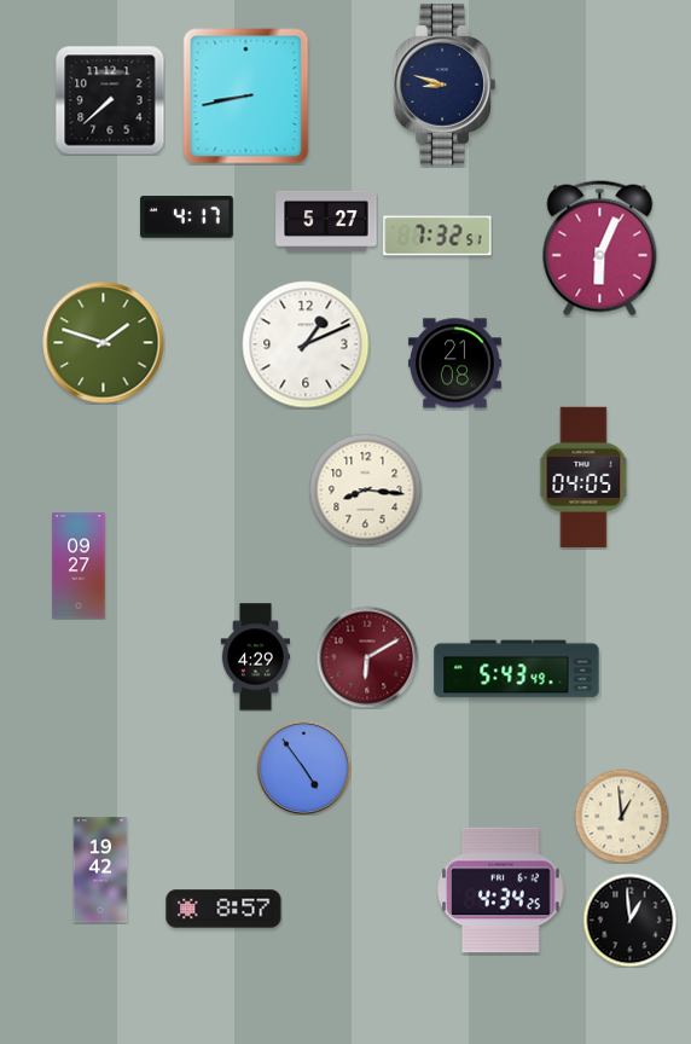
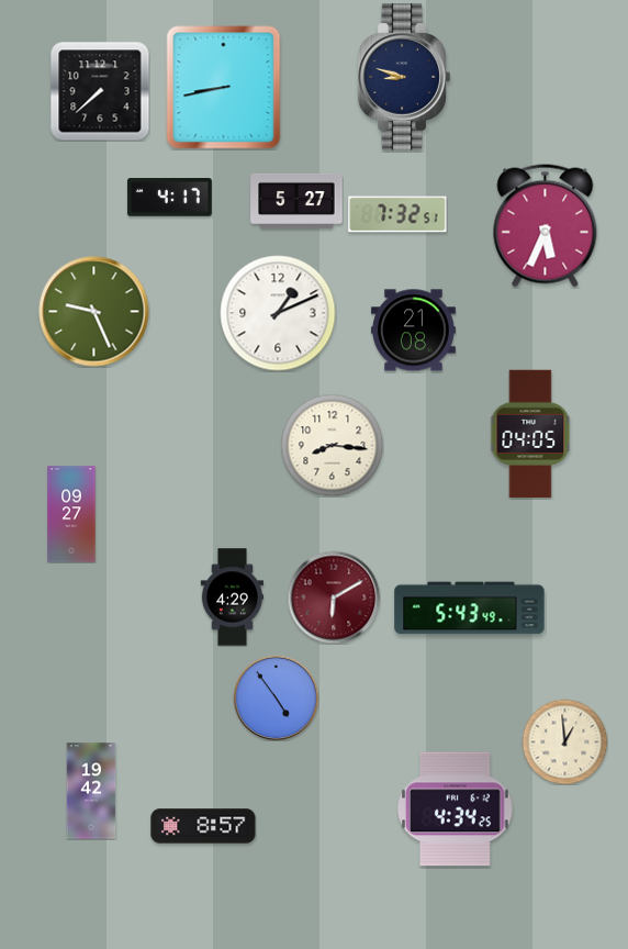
clock at (600, 249): 6:04 -> 5:34
clock at (104, 343): 1:48 -> 9:26
clock at (629, 920): 12:59 -> none
